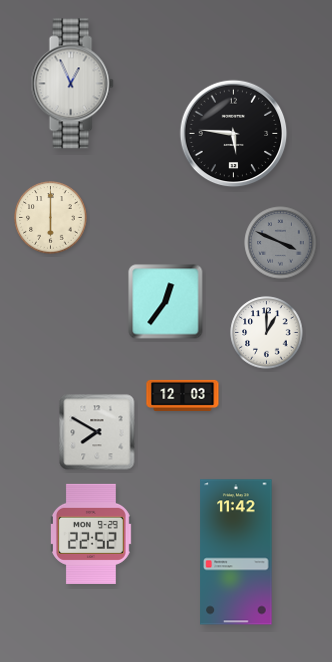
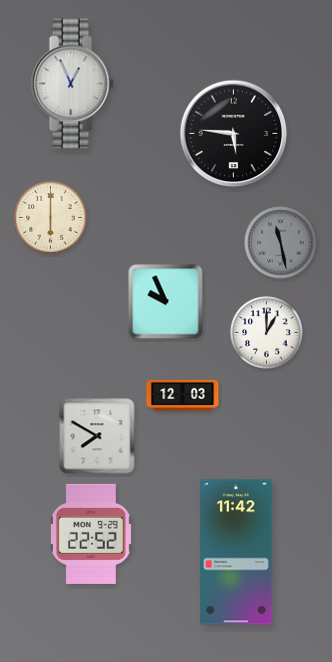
clock at (281, 243): 3:49 -> 11:28
clock at (166, 302): 12:36 -> 9:56
clock at (97, 432) position: (97, 432) -> (97, 436)
